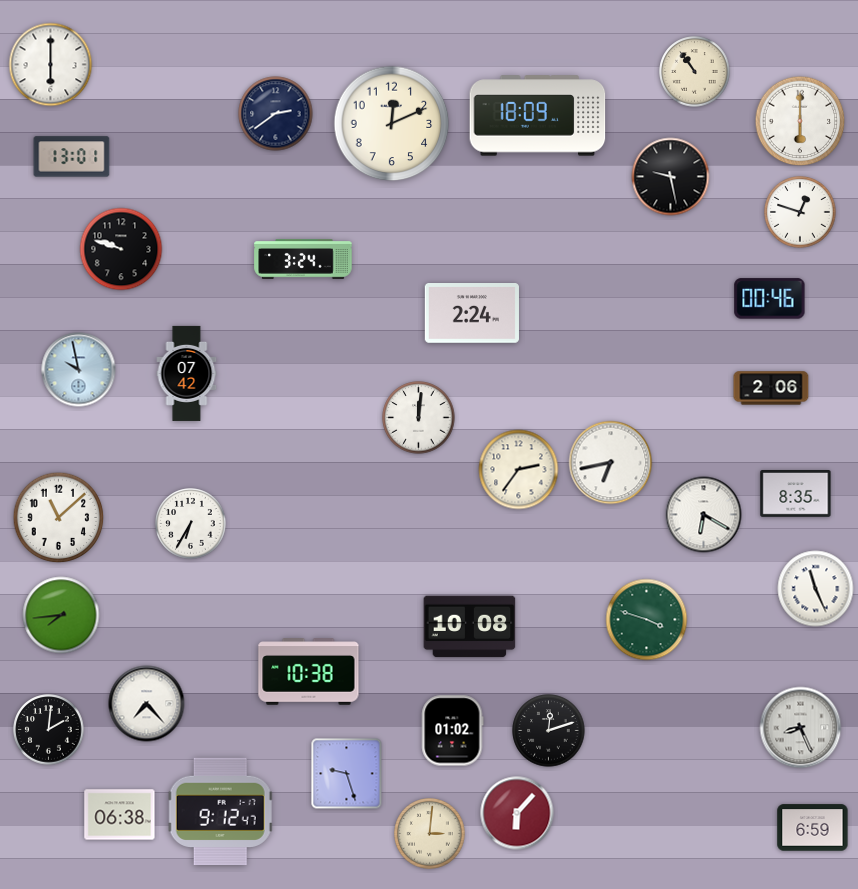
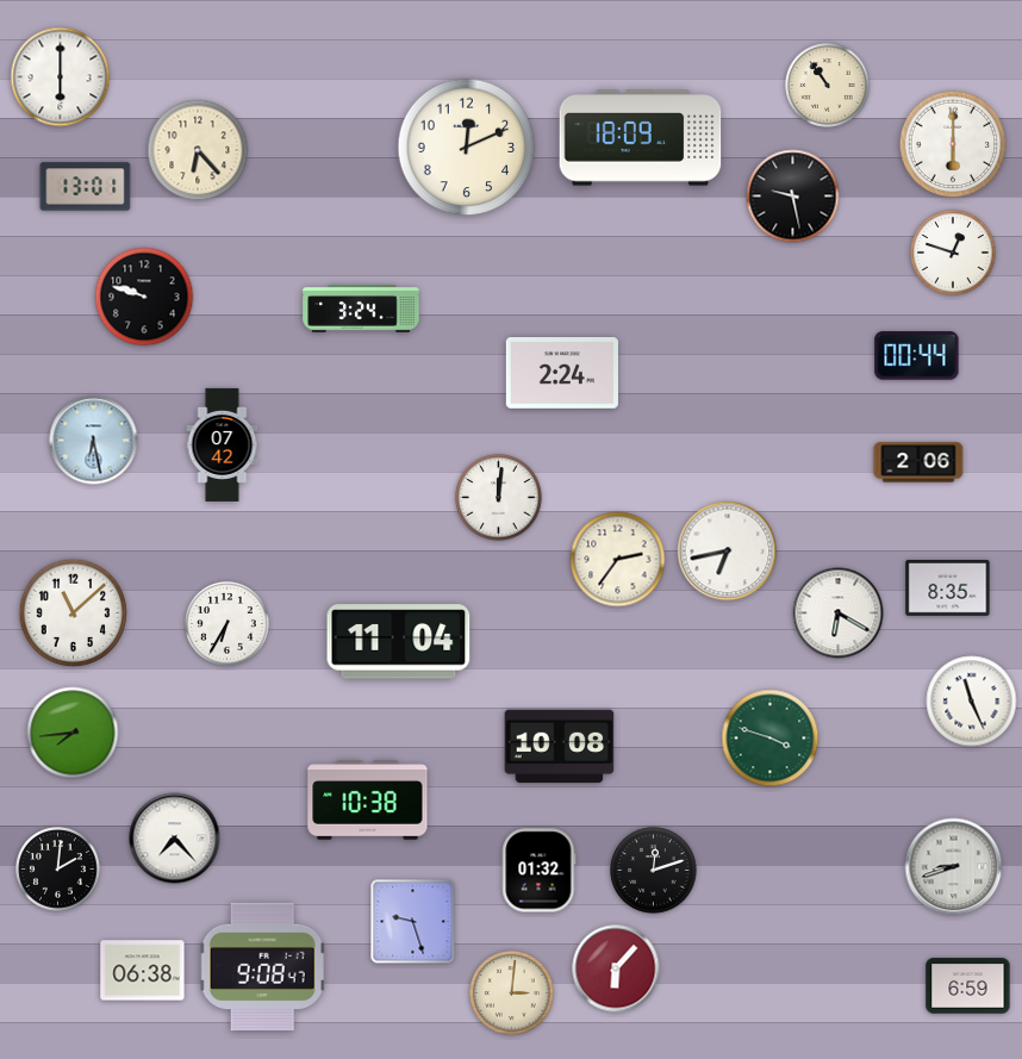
clock at (276, 114): 2:39 -> none
clock at (198, 150): none -> 6:23
clock at (671, 177) position: (671, 177) -> (793, 197)
clock at (770, 299): 00:46 -> 00:44
clock at (79, 370): 9:58 -> 6:28
clock at (59, 518) position: (59, 518) -> (74, 613)
clock at (399, 642): none -> 11:04
clock at (801, 728): 8:26 -> 8:42
clock at (453, 731): 01:02 -> 01:32
clock at (221, 812): 9:12 -> 9:08
